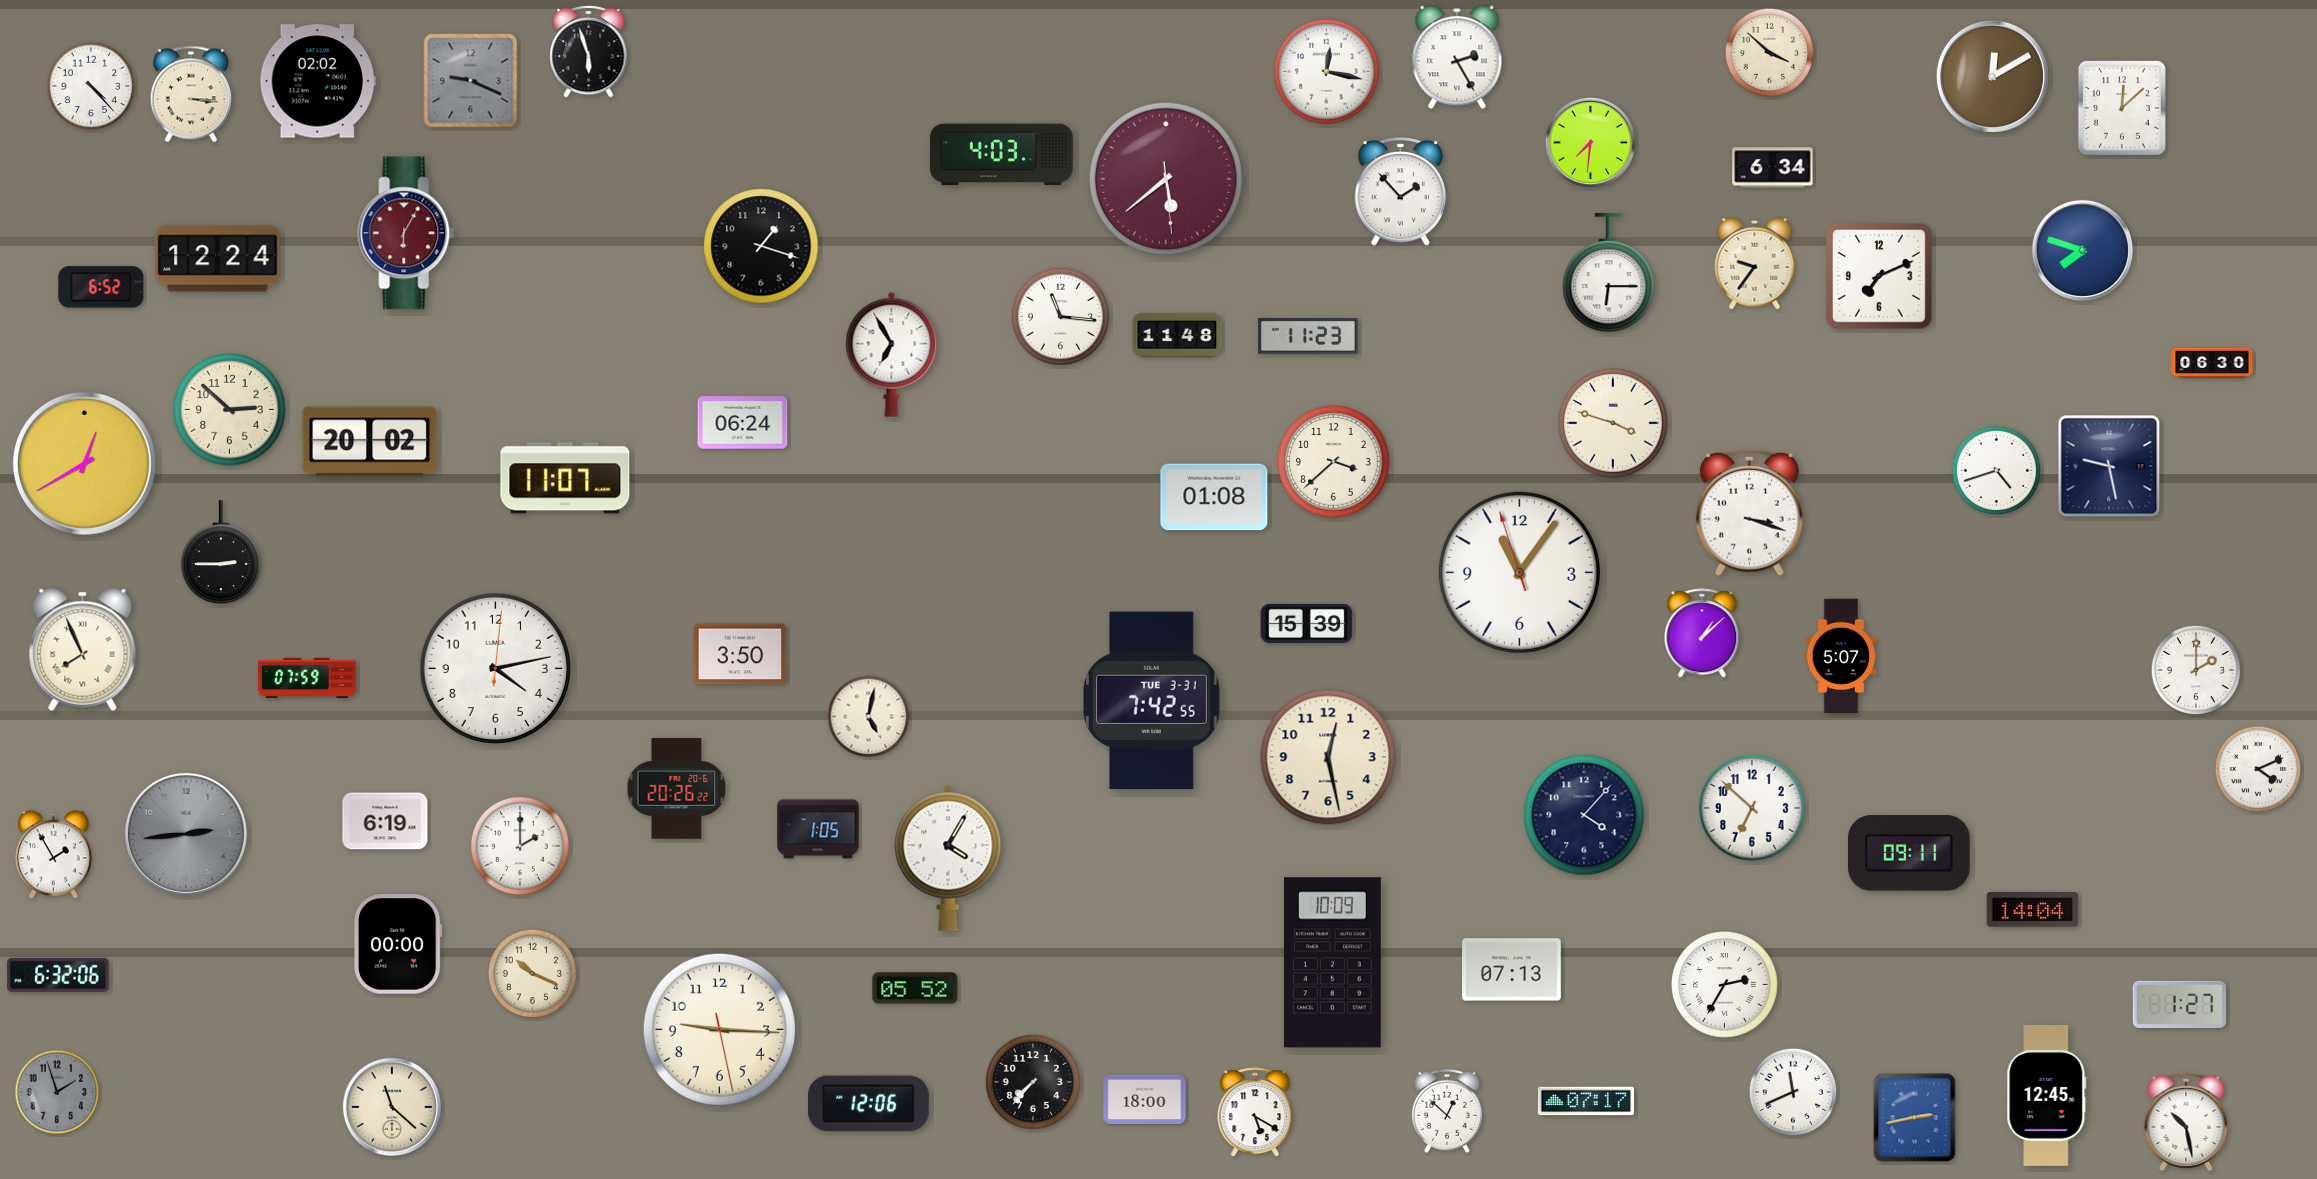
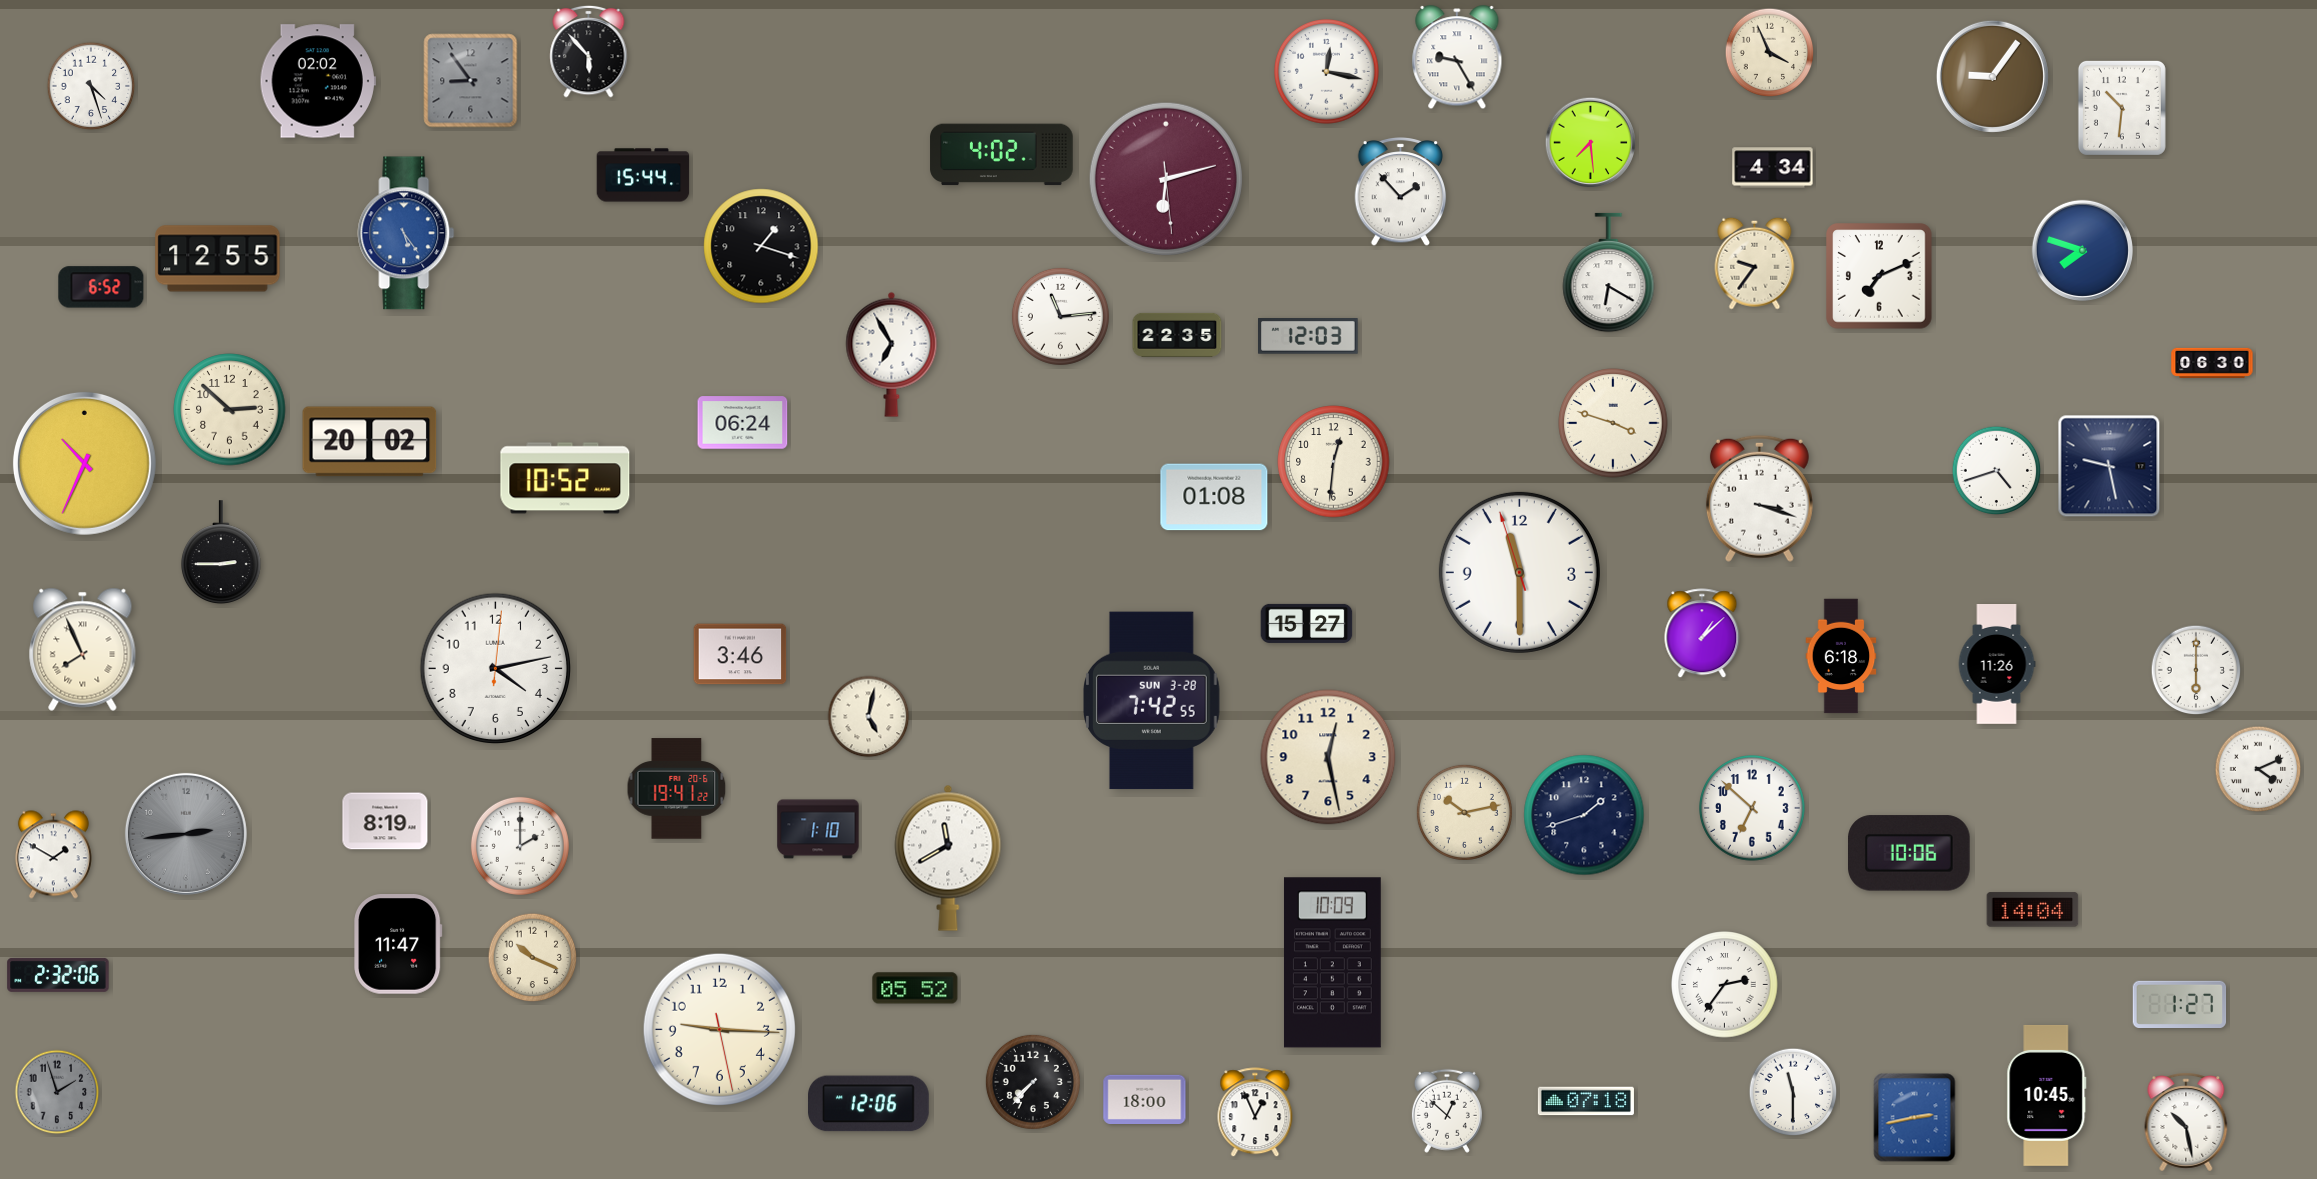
clock at (589, 51): 5:57 -> 5:53
clock at (1770, 53): 3:52 -> 3:56
clock at (1457, 58): 2:25 -> 9:25
clock at (1992, 76): 12:10 -> 9:06
clock at (471, 81): 9:19 -> 8:54
clock at (91, 86): 4:23 -> 4:27
clock at (190, 94): 3:16 -> none
clock at (2122, 108): 12:08 -> 10:31
clock at (1591, 143): 7:31 -> 7:29
clock at (1002, 155): 4:03 -> 4:02
clock at (1773, 168): 6:34 -> 4:34
clock at (643, 175): none -> 15:44
clock at (1166, 179): 5:38 -> 6:12
clock at (406, 233): 6:05 -> 5:24
clock at (406, 233) dial: burgundy -> blue
clock at (218, 259): 12:24 -> 12:55
clock at (1609, 273): 6:15 -> 6:20
clock at (1060, 316): 11:16 -> 11:14
clock at (1177, 335): 11:48 -> 22:35
clock at (1309, 337): 11:23 -> 12:03
clock at (1334, 462): 3:38 -> 12:31
clock at (84, 463): 12:40 -> 10:34
clock at (565, 478): 11:07 -> 10:52
clock at (1749, 512) position: (1749, 512) -> (1759, 498)
clock at (1519, 572): 11:05 -> 11:29
clock at (1307, 623): 15:39 -> 15:27
clock at (740, 654): 3:50 -> 3:46
clock at (1841, 656): 5:07 -> 6:18
clock at (1997, 665): none -> 11:26
clock at (2196, 670): 2:00 -> 6:00
clock at (307, 678): 07:59 -> none
clock at (1152, 701) date: TUE 3-31 -> SUN 3-28
clock at (677, 789): 20:26 -> 19:41
clock at (1464, 812): none -> 10:13
clock at (1584, 815): 4:07 -> 1:42
clock at (385, 821): 6:19 -> 8:19
clock at (818, 829): 1:05 -> 1:10
clock at (1910, 853): 09:11 -> 10:06
clock at (53, 855): 1:55 -> 1:50
clock at (948, 858): 4:05 -> 11:40
clock at (398, 945): 00:00 -> 11:47
clock at (1512, 970): 07:13 -> none
clock at (533, 974) position: (533, 974) -> (533, 958)
clock at (58, 975): 6:32 -> 2:32
clock at (1725, 985): 2:35 -> 2:36
clock at (1793, 1092): 11:41 -> 11:30
clock at (2047, 1095): 12:45 -> 10:45
clock at (1586, 1101): 07:17 -> 07:18
clock at (392, 1107): 11:22 -> none
clock at (1255, 1113): 5:20 -> 12:56
